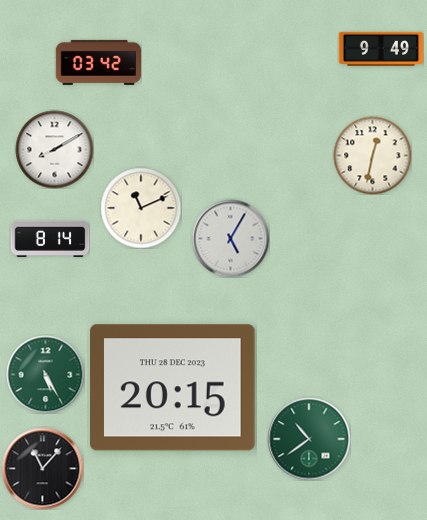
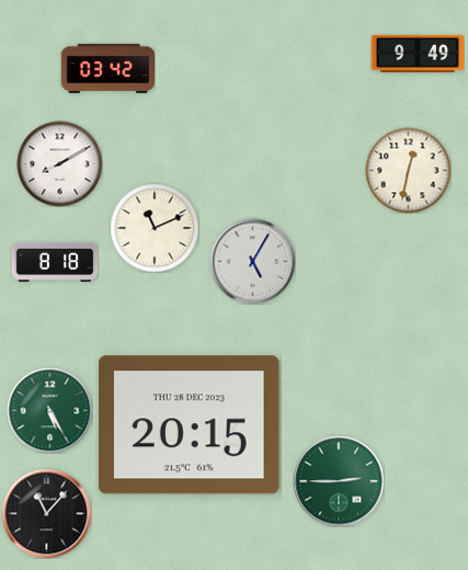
clock at (50, 239): 8:14 -> 8:18
clock at (309, 439): 10:39 -> 2:45
